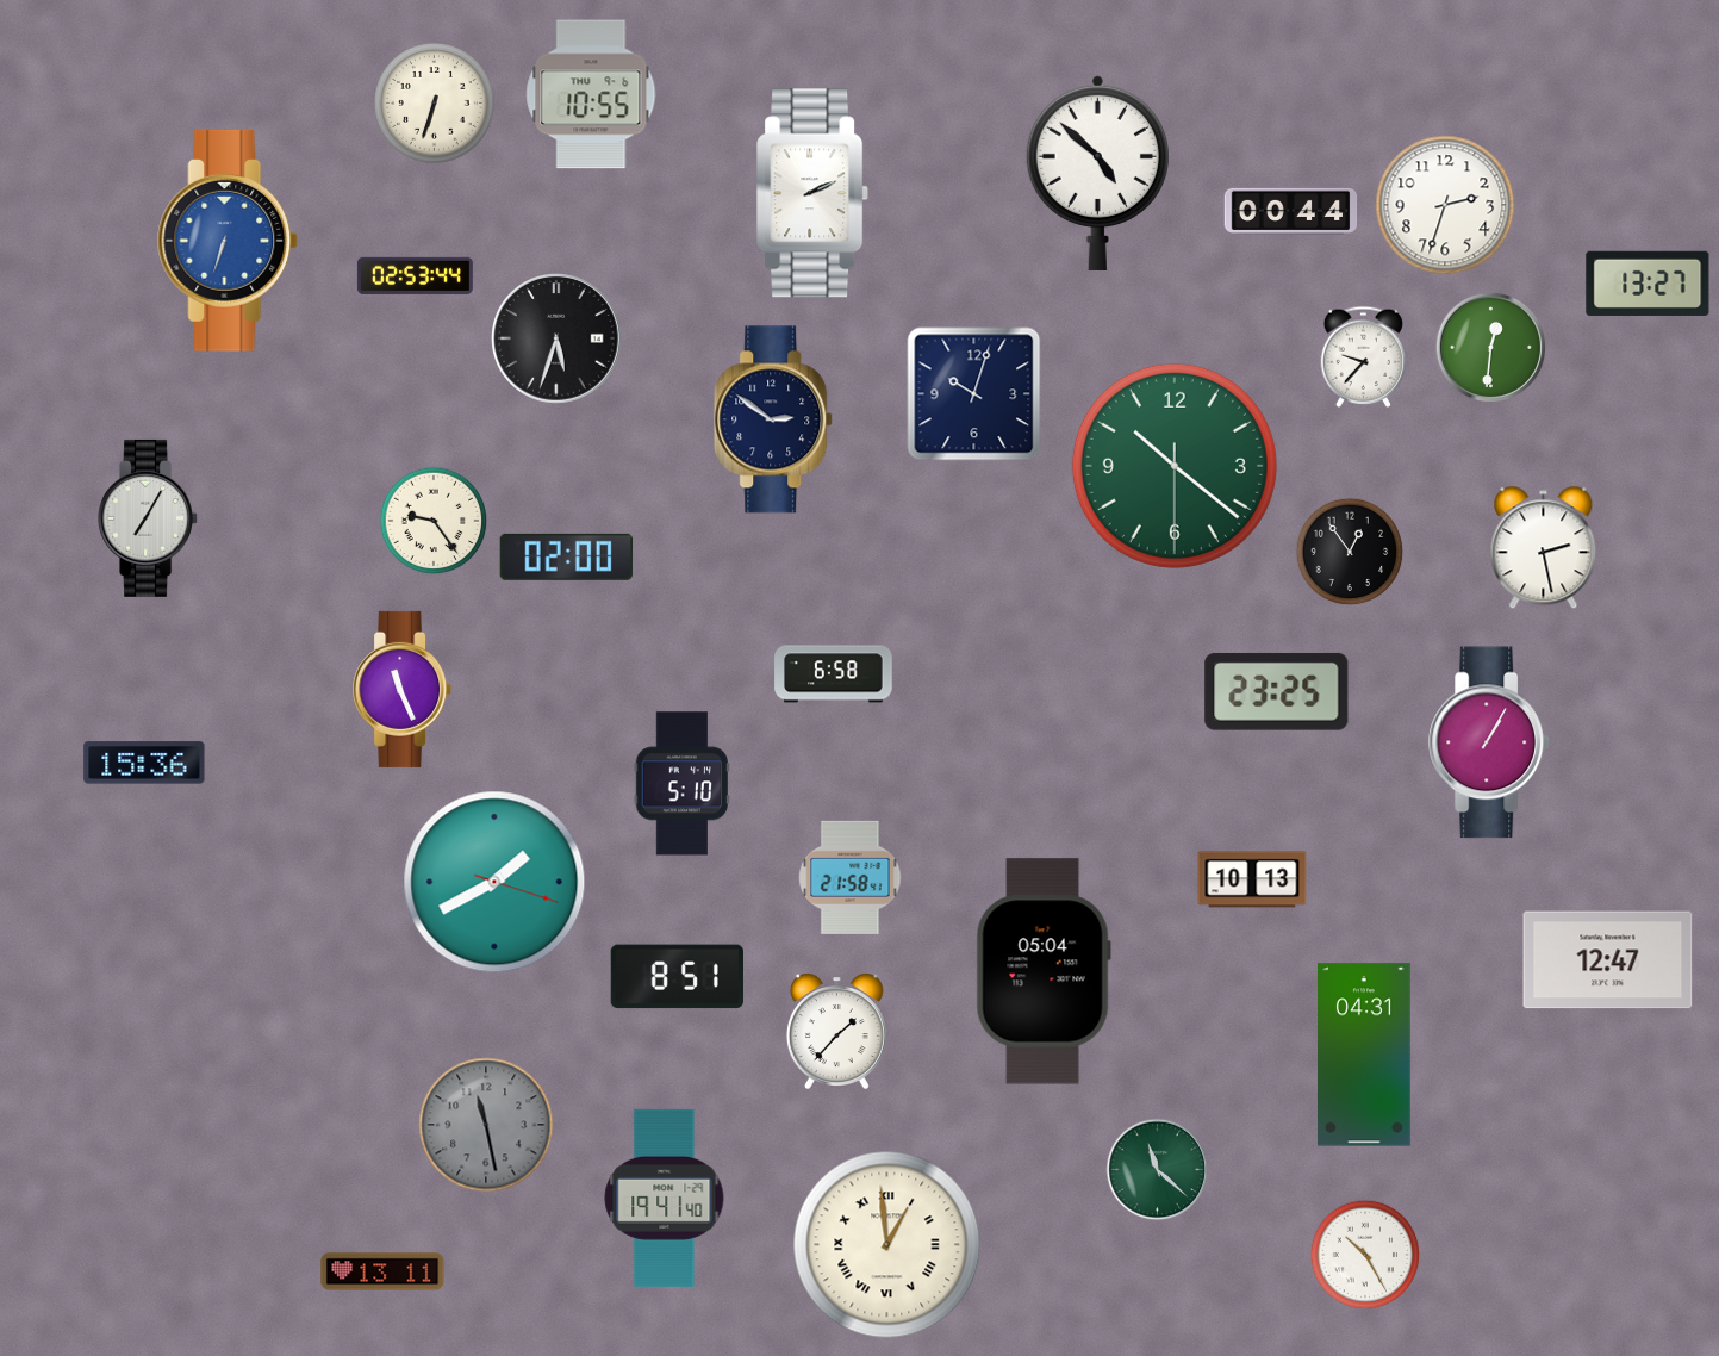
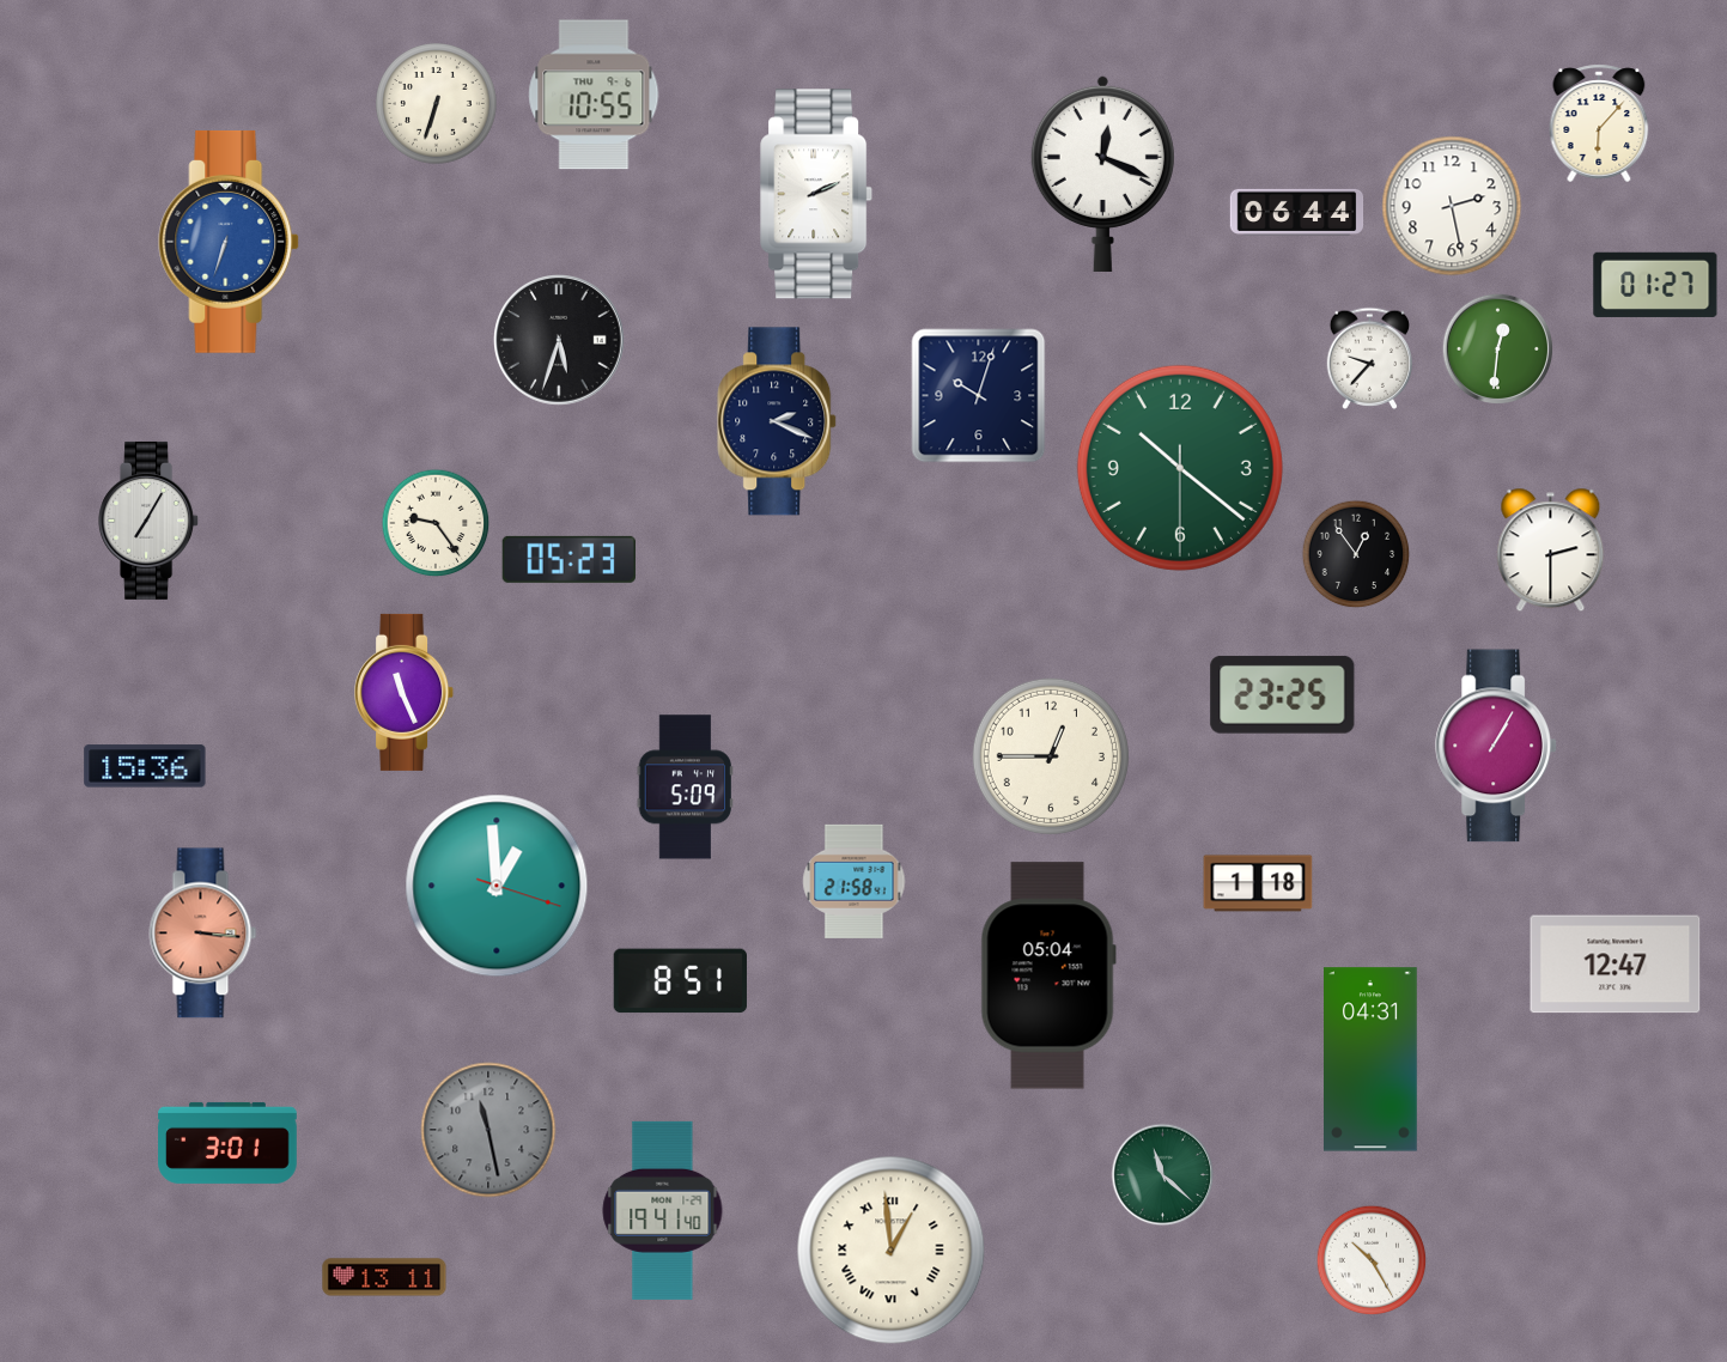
clock at (1599, 123): none -> 6:07
clock at (1097, 172): 4:52 -> 12:19
clock at (1445, 205): 2:33 -> 2:28
clock at (1291, 211): 00:44 -> 06:44
clock at (415, 275): 02:53 -> none
clock at (1648, 284): 13:27 -> 01:27
clock at (774, 419): 2:51 -> 2:19
clock at (1544, 548): 2:28 -> 2:30
clock at (566, 556): 02:00 -> 05:23
clock at (834, 674): 6:58 -> none
clock at (1051, 756): none -> 12:45
clock at (683, 784): 5:10 -> 5:09
clock at (1252, 879): 10:13 -> 1:18
clock at (494, 882): 1:40 -> 12:59
clock at (203, 934): none -> 3:16
clock at (836, 1031): 1:37 -> none
clock at (227, 1143): none -> 3:01
clock at (665, 1198) position: (665, 1198) -> (663, 1210)
